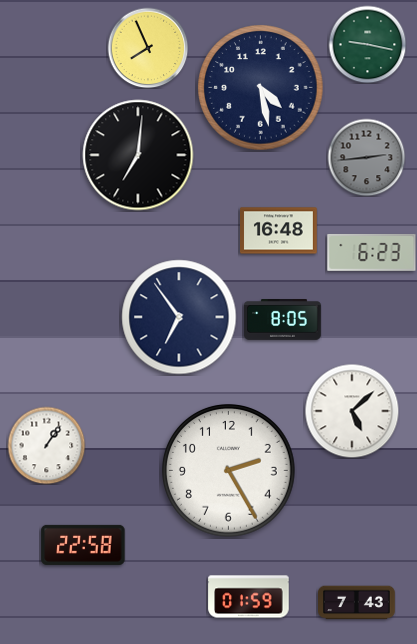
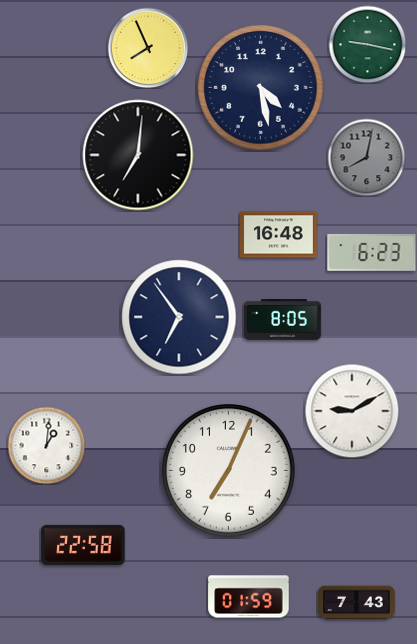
clock at (366, 157): 2:44 -> 8:02
clock at (279, 231) position: (279, 231) -> (279, 235)
clock at (352, 411): 5:08 -> 9:10
clock at (46, 445): 1:06 -> 1:01
clock at (229, 471): 2:25 -> 7:04
